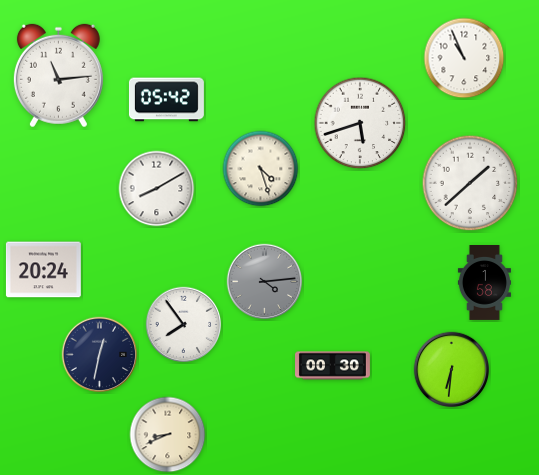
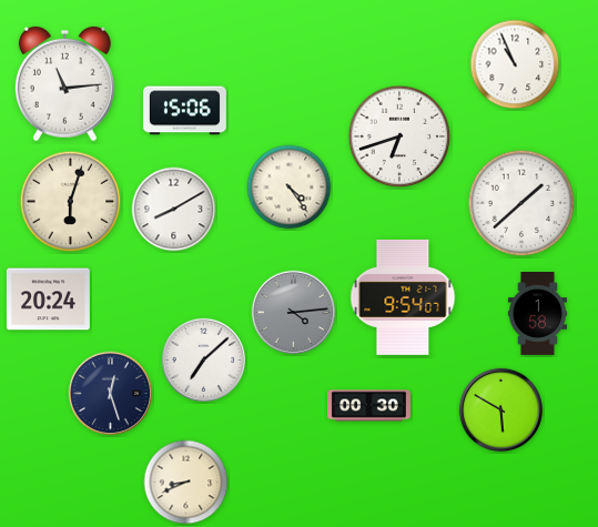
clock at (166, 100): 05:42 -> 15:06
clock at (360, 123): 5:42 -> 6:42
clock at (261, 169): 4:27 -> 4:24
clock at (71, 202): none -> 6:03
clock at (403, 297): none -> 9:54
clock at (184, 325): 7:54 -> 7:08
clock at (100, 355): 12:32 -> 12:27
clock at (452, 370): 6:31 -> 5:50
